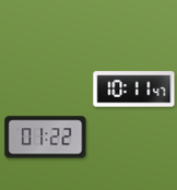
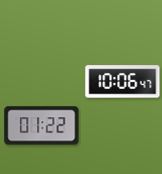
clock at (134, 90): 10:11 -> 10:06
